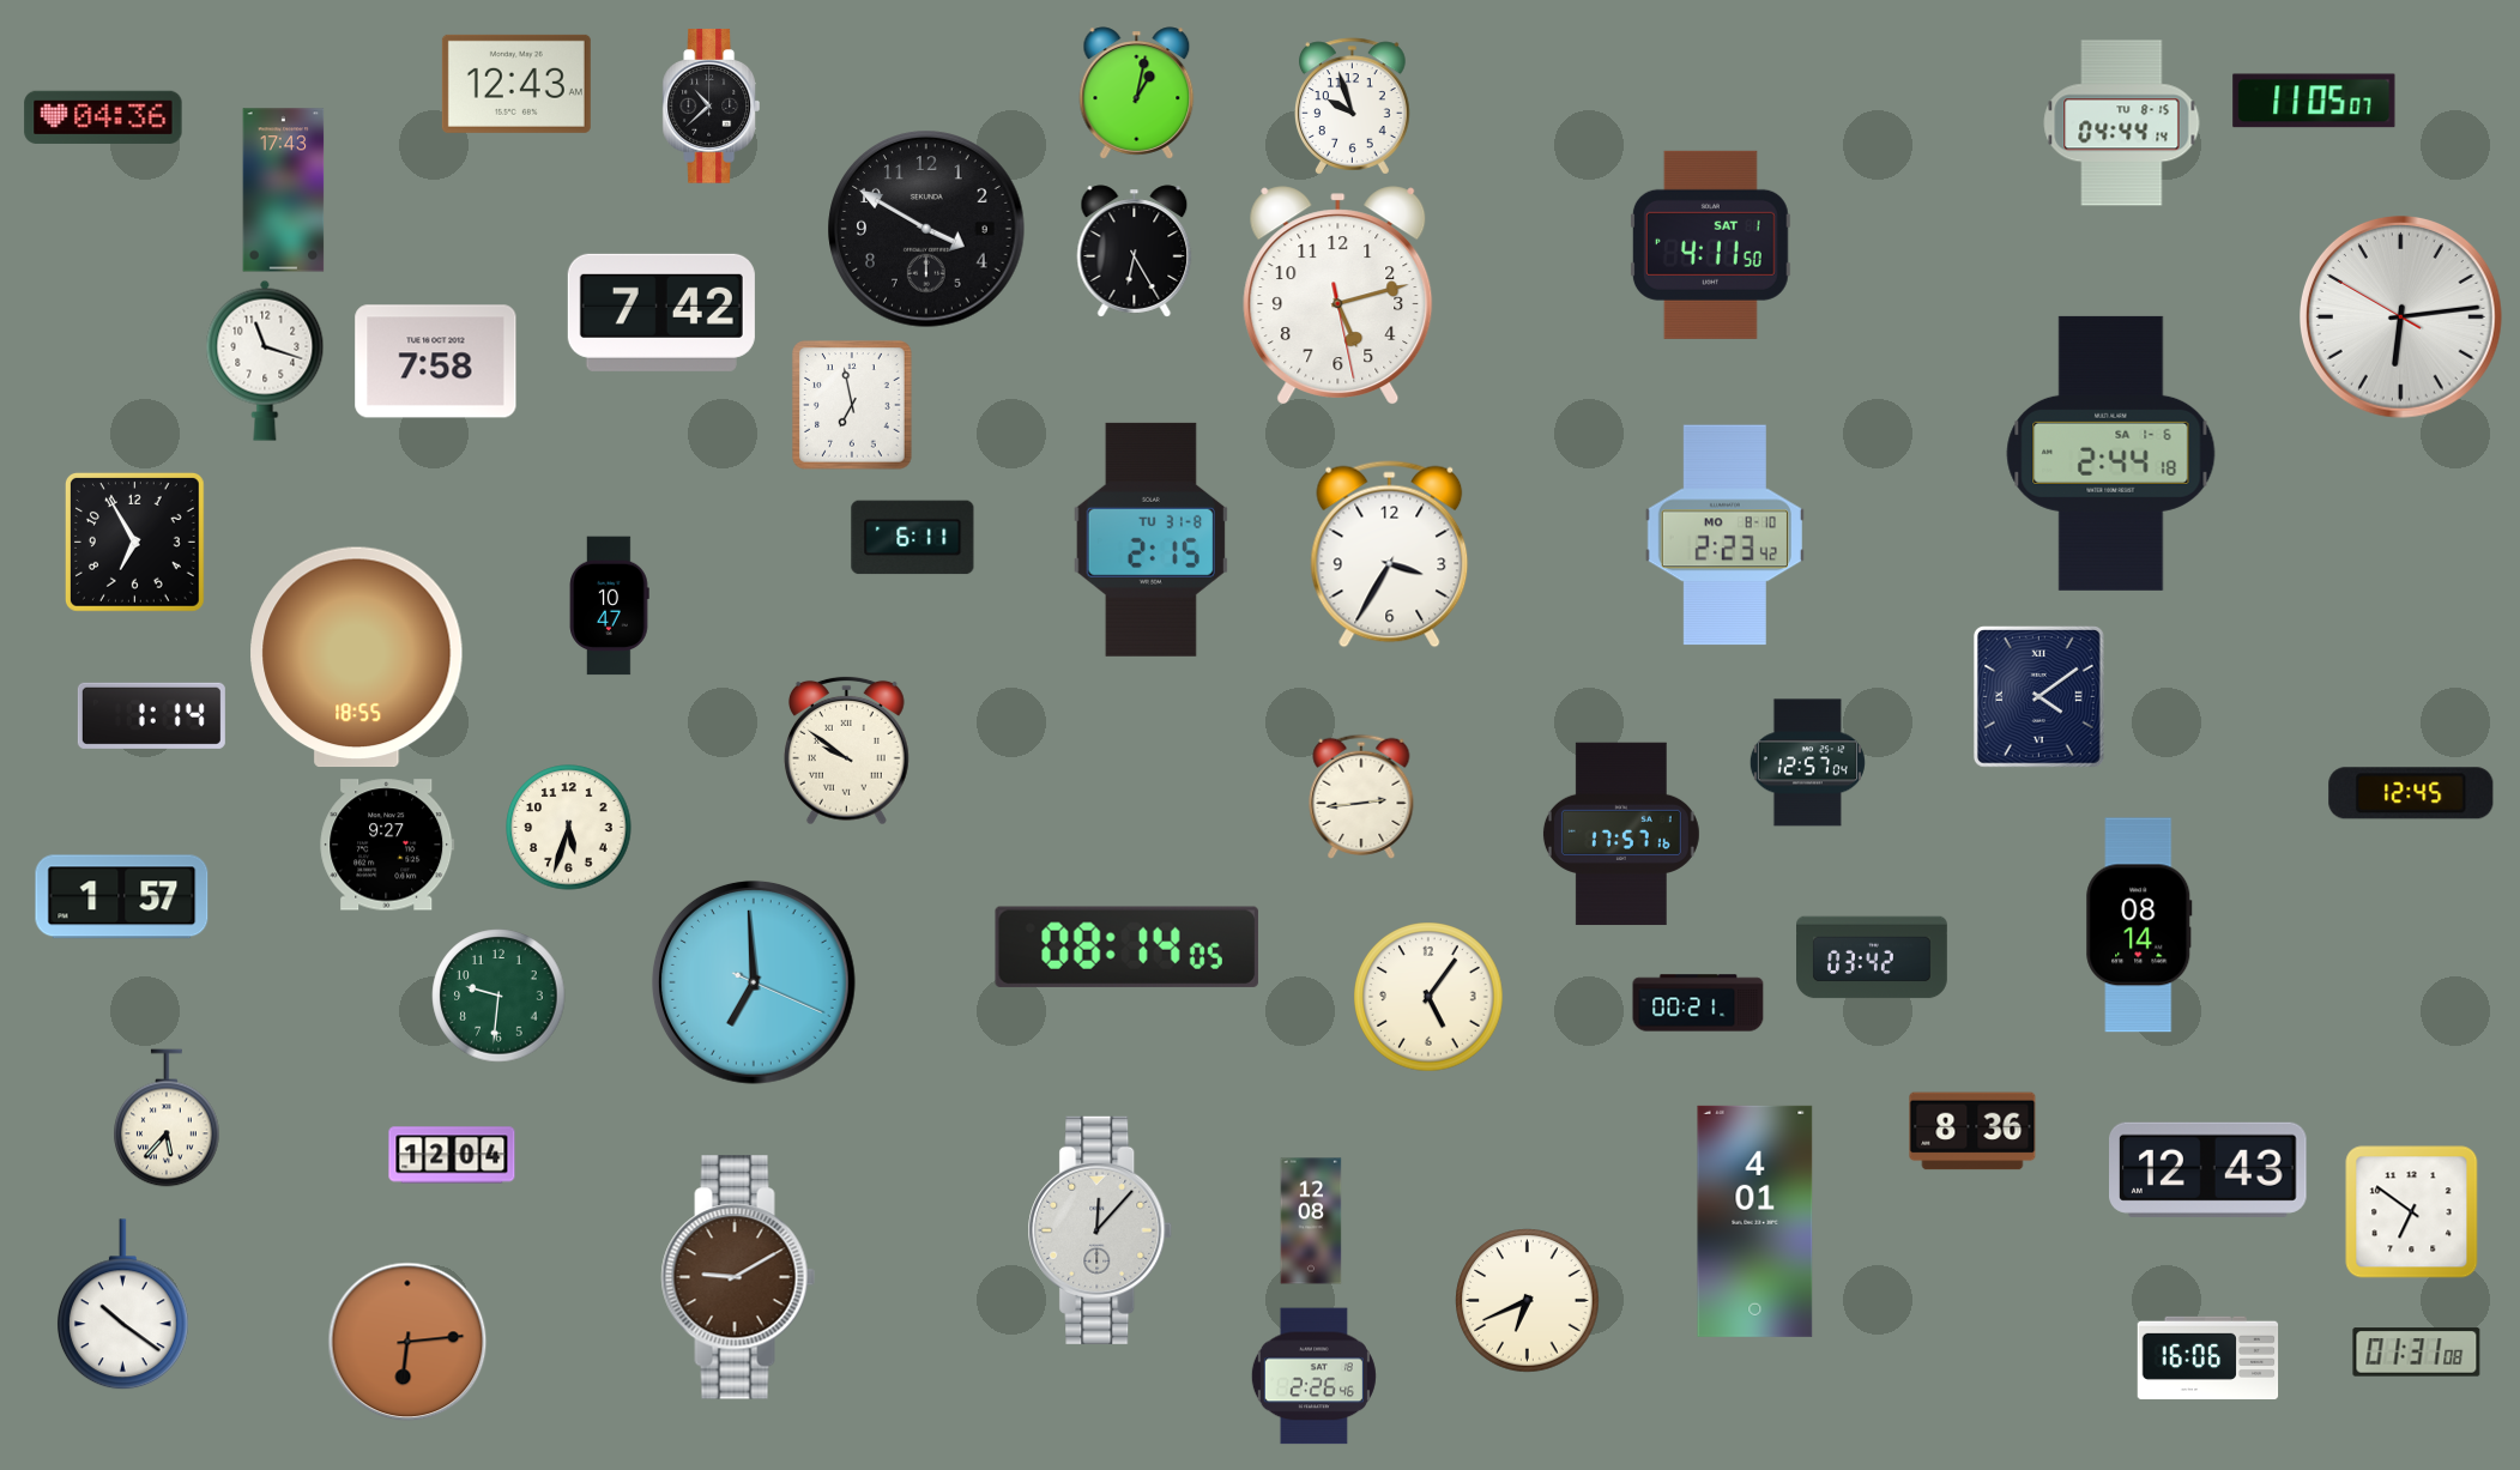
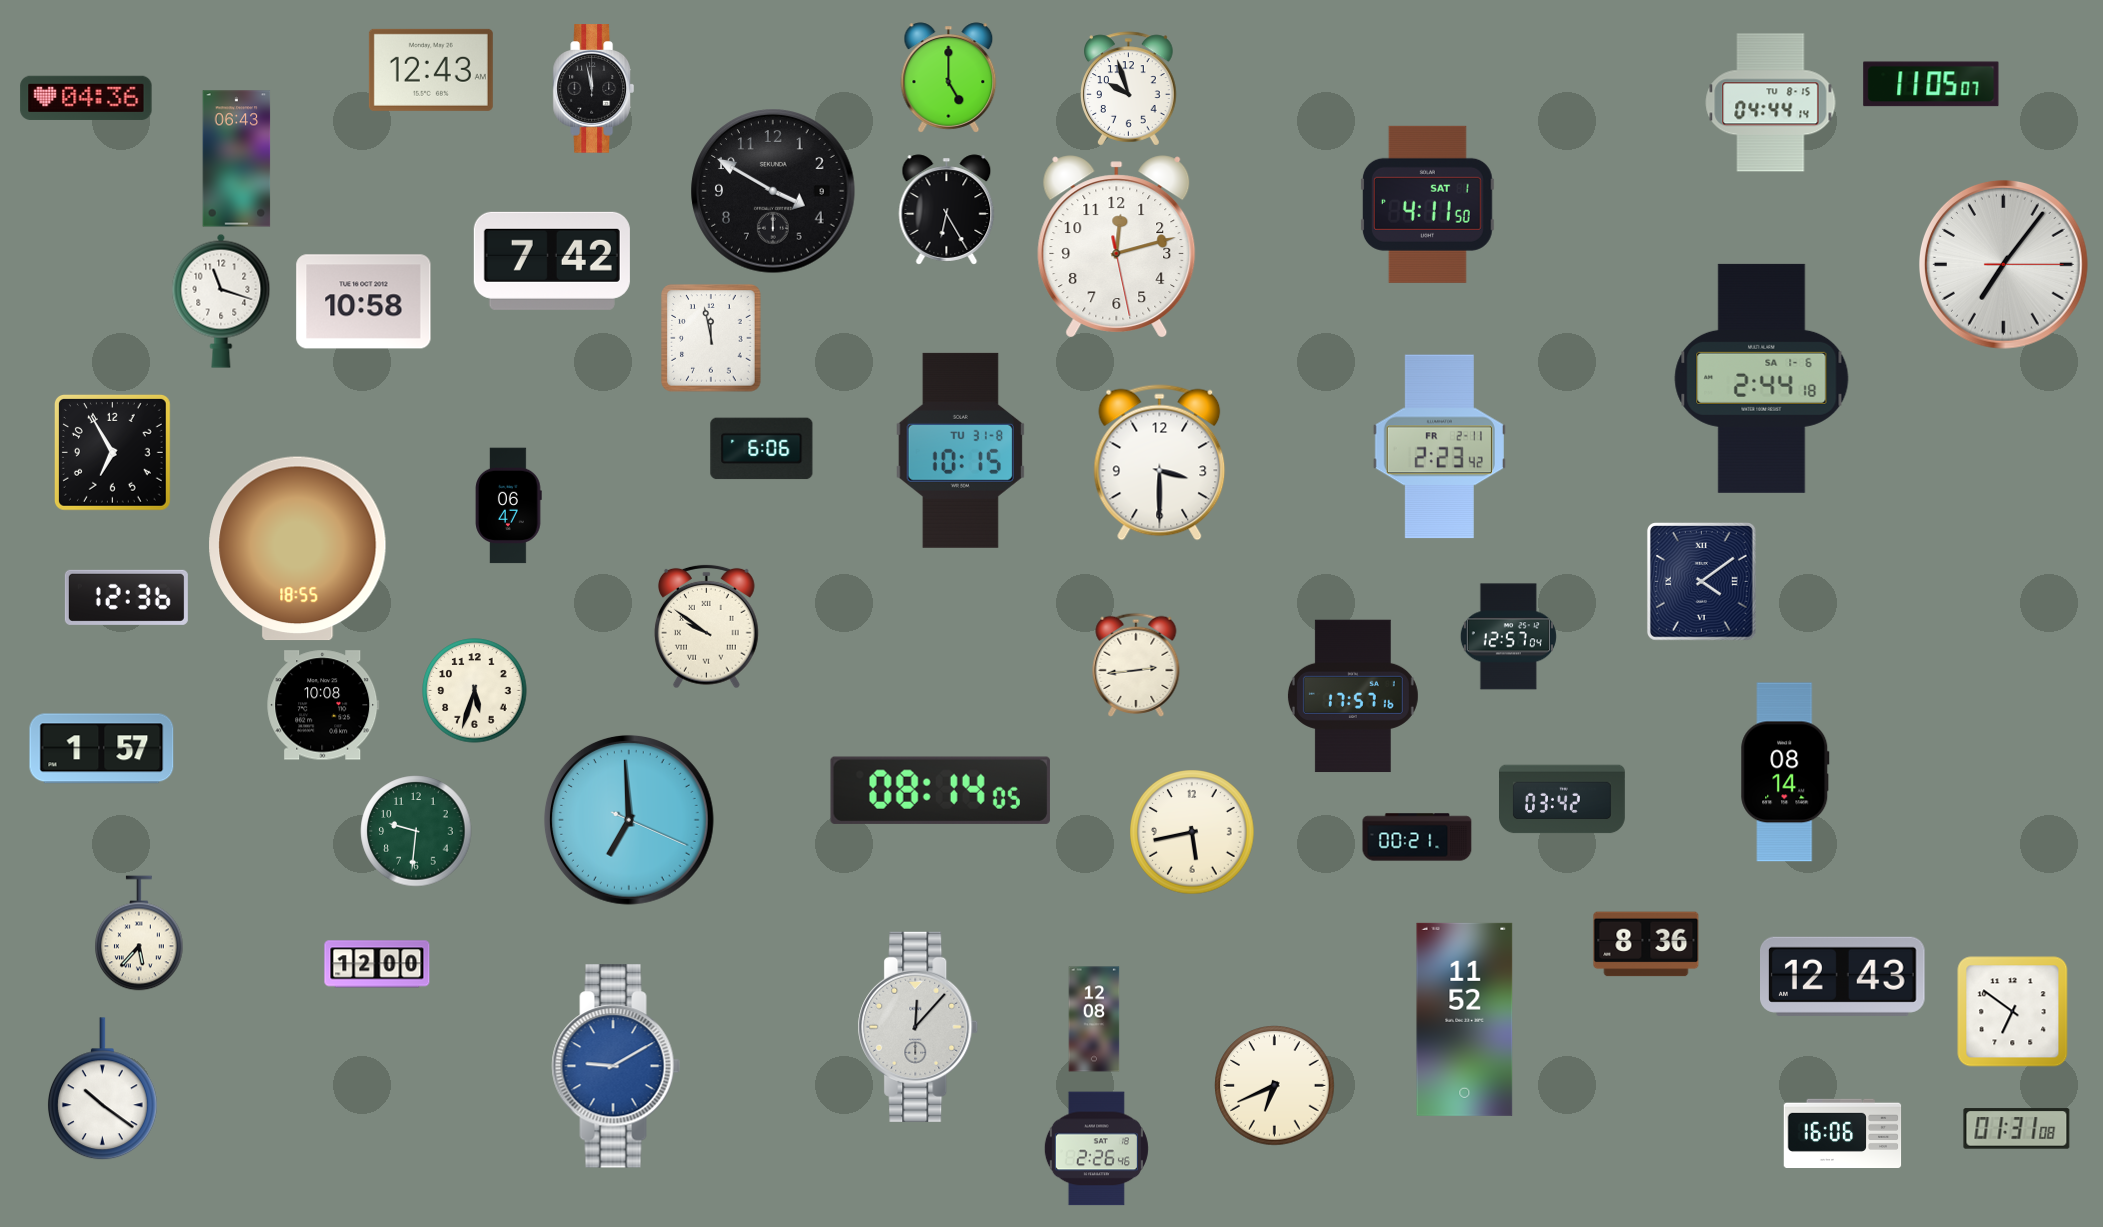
clock at (1137, 93): 1:02 -> 5:00
clock at (711, 107): 10:38 -> 11:58
clock at (284, 190): 17:43 -> 06:43
clock at (1338, 295): 5:12 -> 12:12
clock at (2401, 317): 6:13 -> 7:06
clock at (436, 362): 7:58 -> 10:58
clock at (852, 405): 6:58 -> 11:58
clock at (1724, 536) date: MO 8-10 -> FR 2-11
clock at (913, 538): 6:11 -> 6:06
clock at (1150, 539): 2:15 -> 10:15
clock at (1390, 555): 3:35 -> 3:30
clock at (609, 606): 10:47 -> 06:47
clock at (151, 715): 1:14 -> 12:36
clock at (2411, 793): 12:45 -> none
clock at (387, 845): 9:27 -> 10:08
clock at (1428, 997): 5:06 -> 5:43
clock at (452, 1155): 12:04 -> 12:00
clock at (1755, 1221): 4:01 -> 11:52
clock at (738, 1277) dial: brown -> blue
clock at (407, 1342): 6:14 -> none
